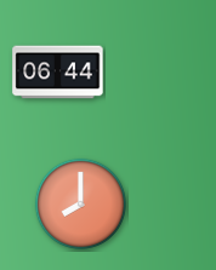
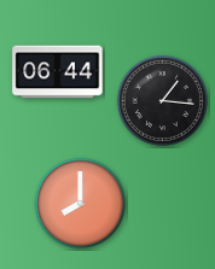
clock at (162, 100): none -> 1:16
